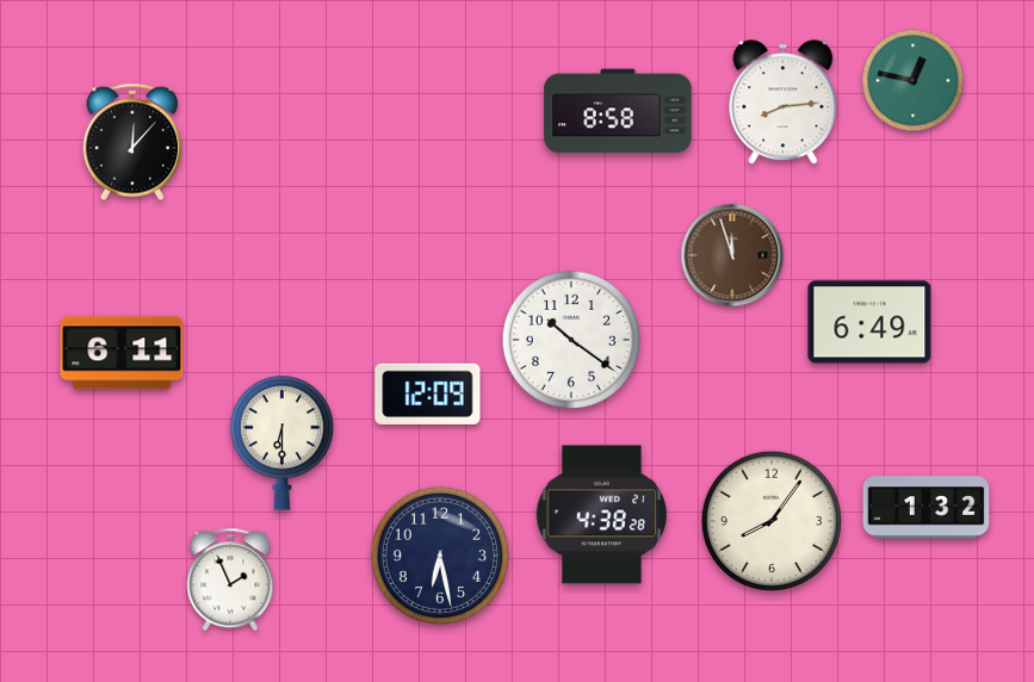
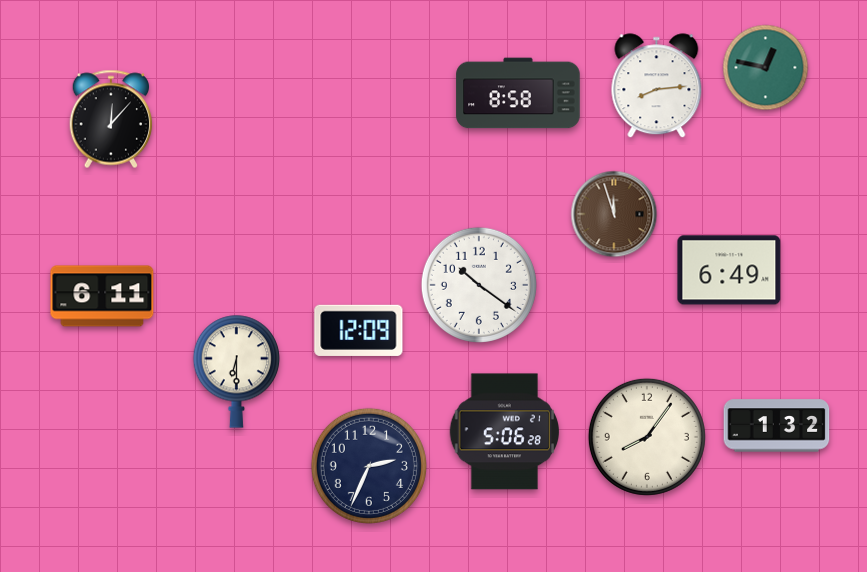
clock at (601, 515): 4:38 -> 5:06
clock at (440, 556): 6:28 -> 2:34
clock at (230, 579): 1:56 -> none
